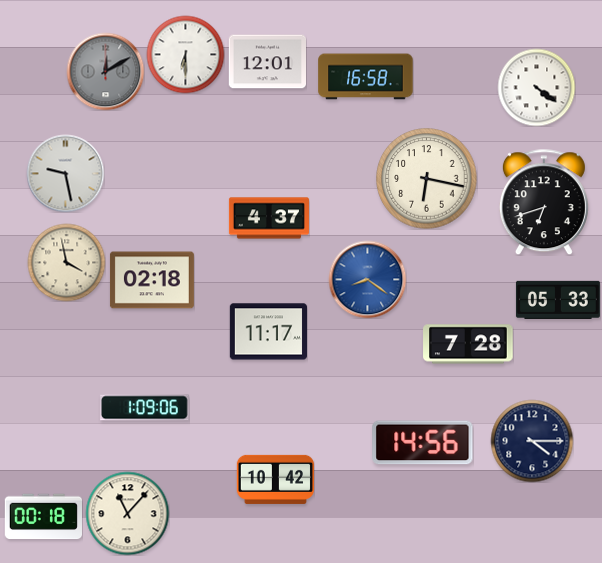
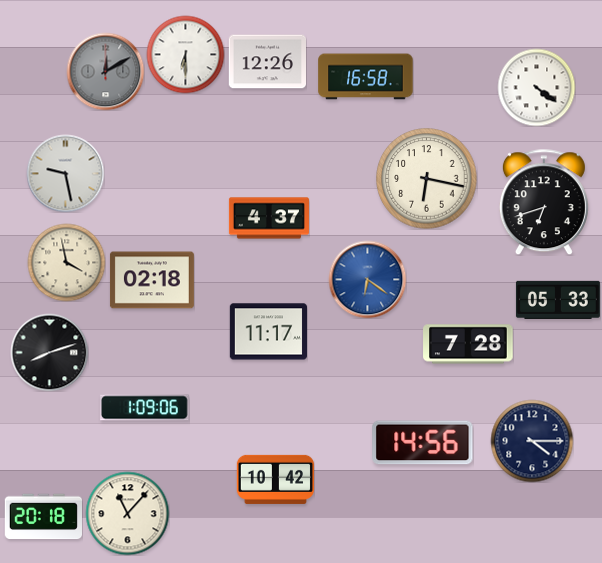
clock at (267, 62): 12:01 -> 12:26
clock at (367, 279): 8:21 -> 6:21
clock at (49, 352): none -> 8:12
clock at (43, 517): 00:18 -> 20:18
